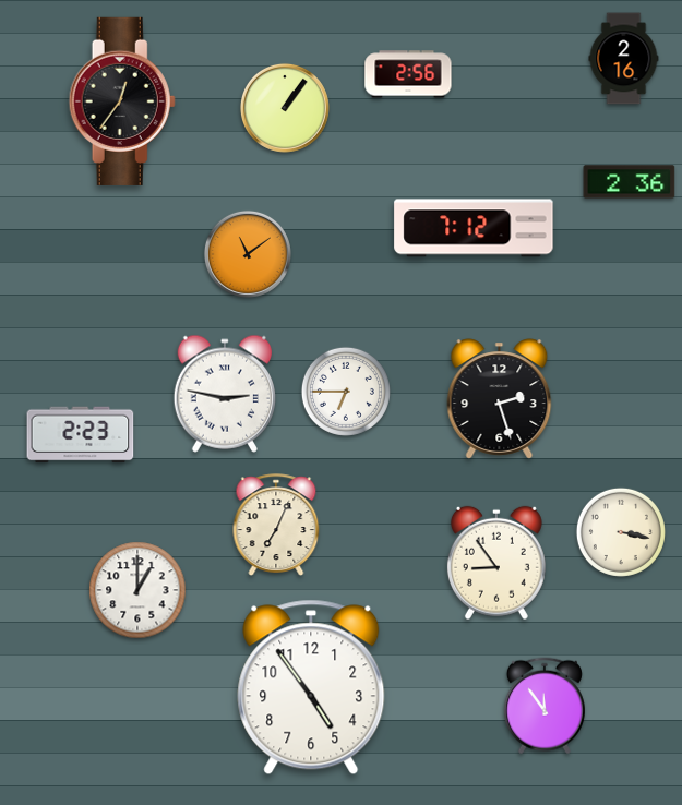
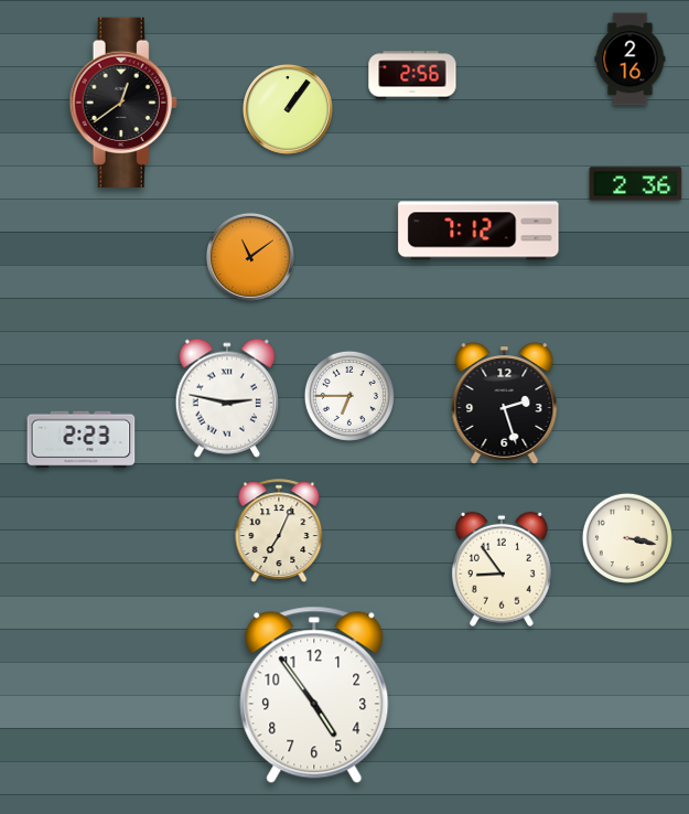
clock at (122, 101): 12:36 -> 12:39
clock at (137, 590): 1:00 -> none
clock at (545, 706): 11:54 -> none
